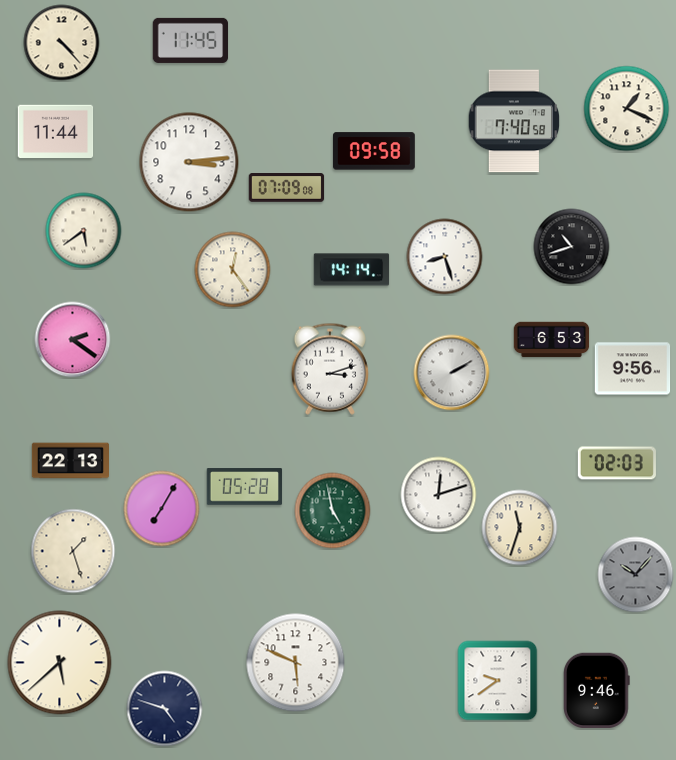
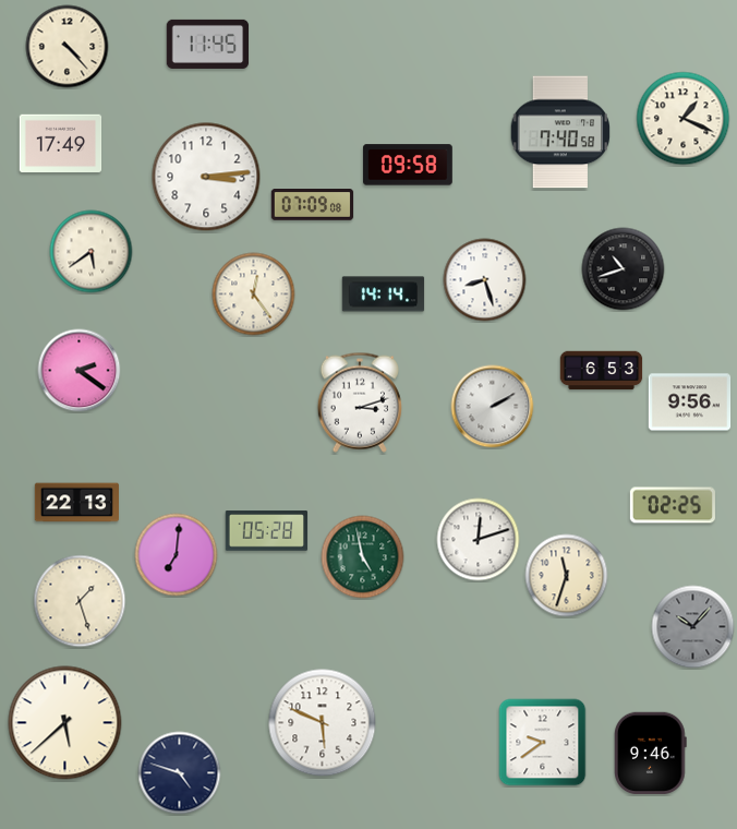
clock at (56, 132): 11:44 -> 17:49
clock at (617, 463): 02:03 -> 02:25
clock at (162, 509): 7:05 -> 7:01
